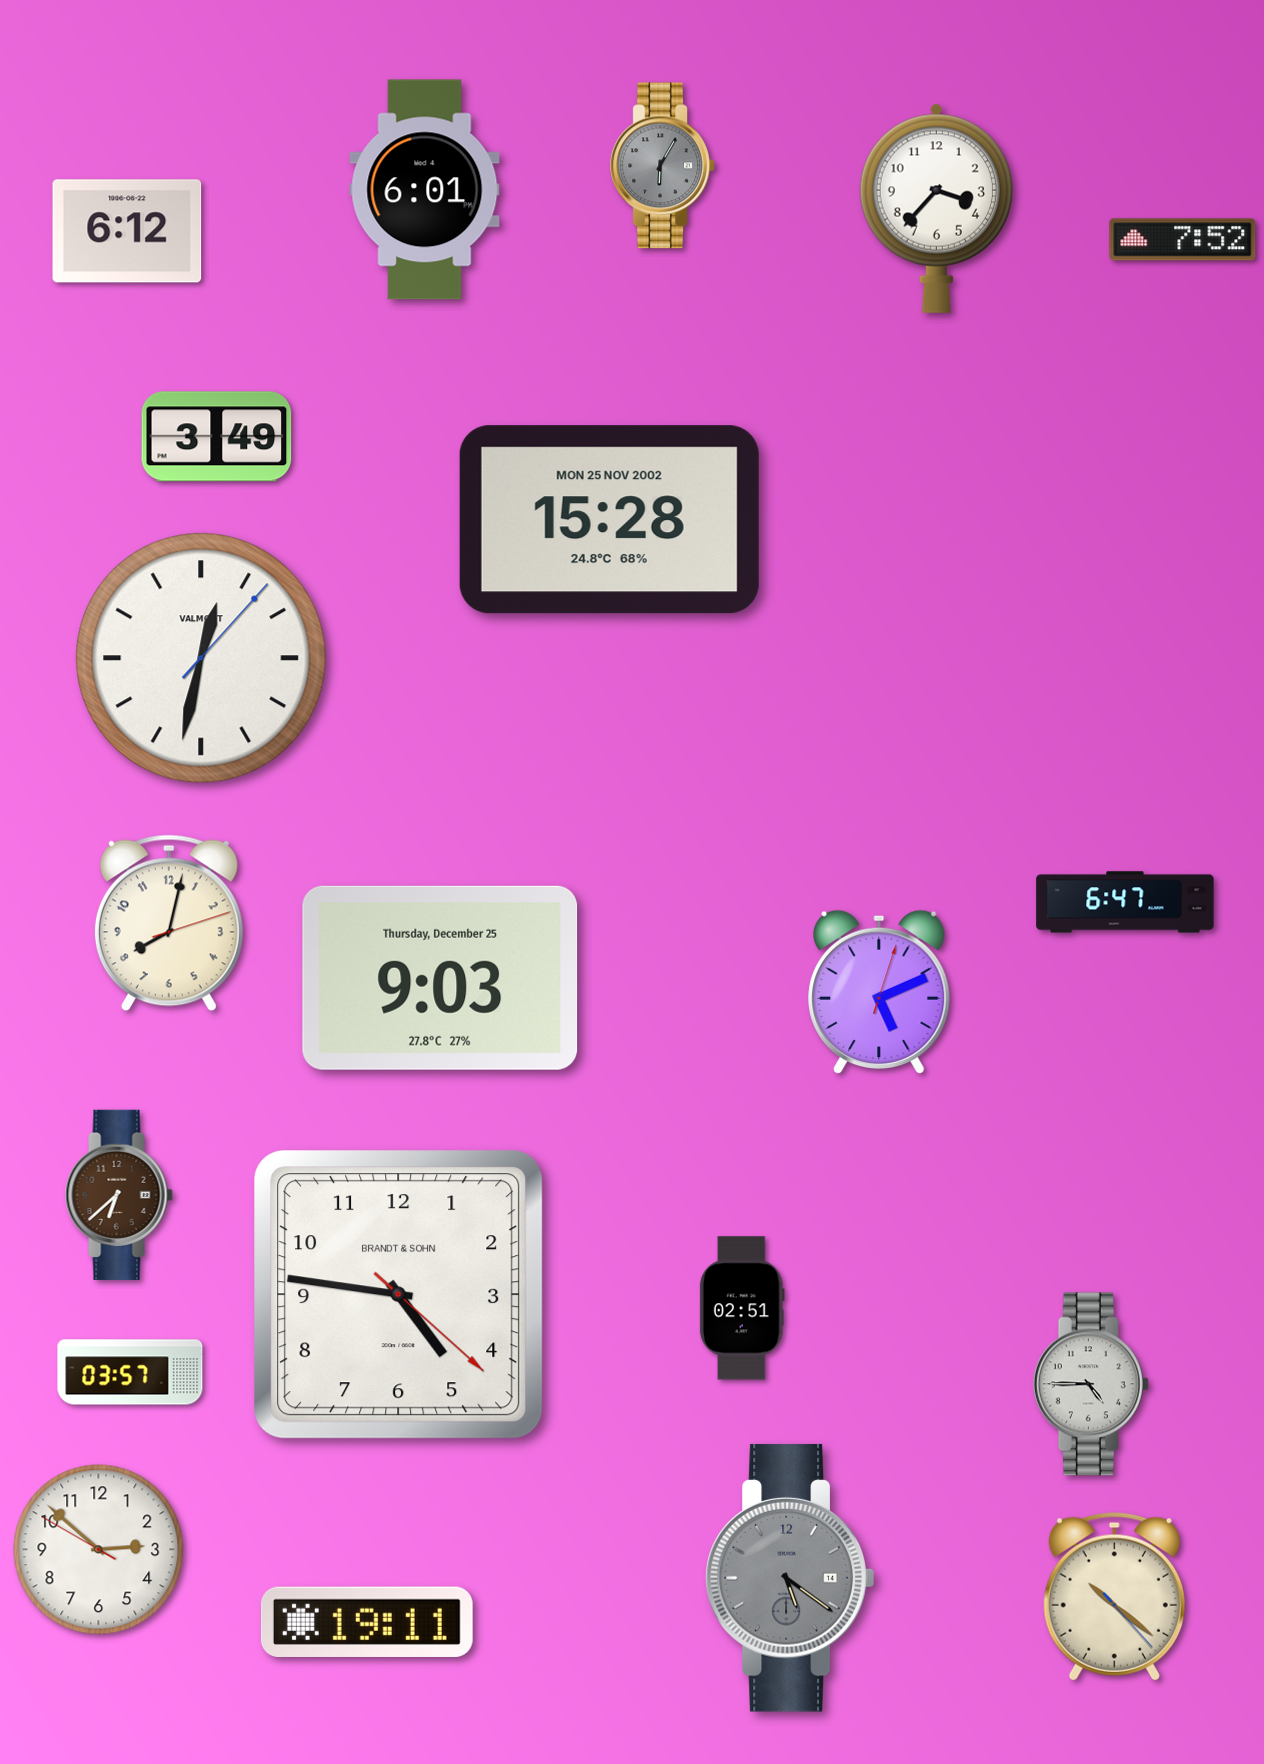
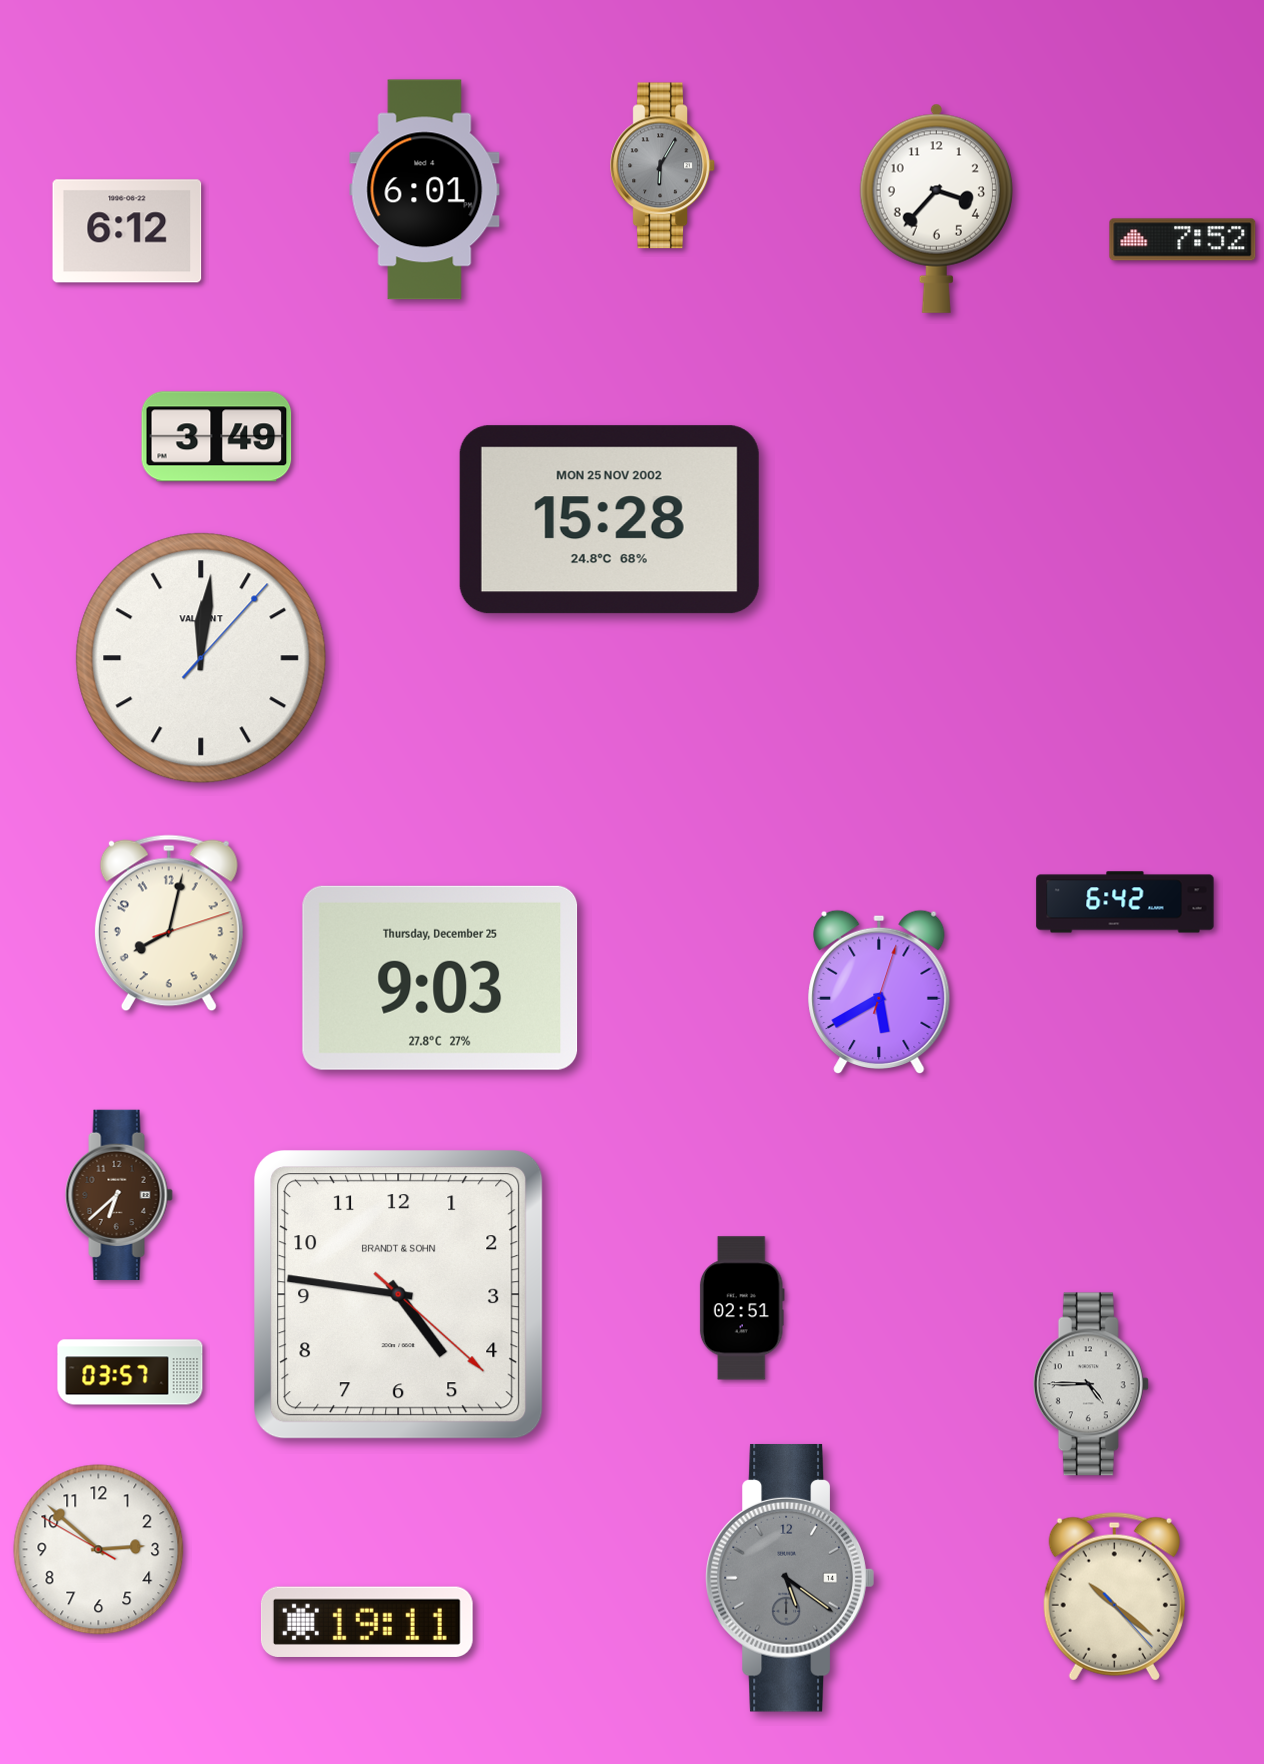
clock at (201, 658): 12:32 -> 12:01
clock at (1125, 902): 6:47 -> 6:42
clock at (879, 992): 5:11 -> 5:40
